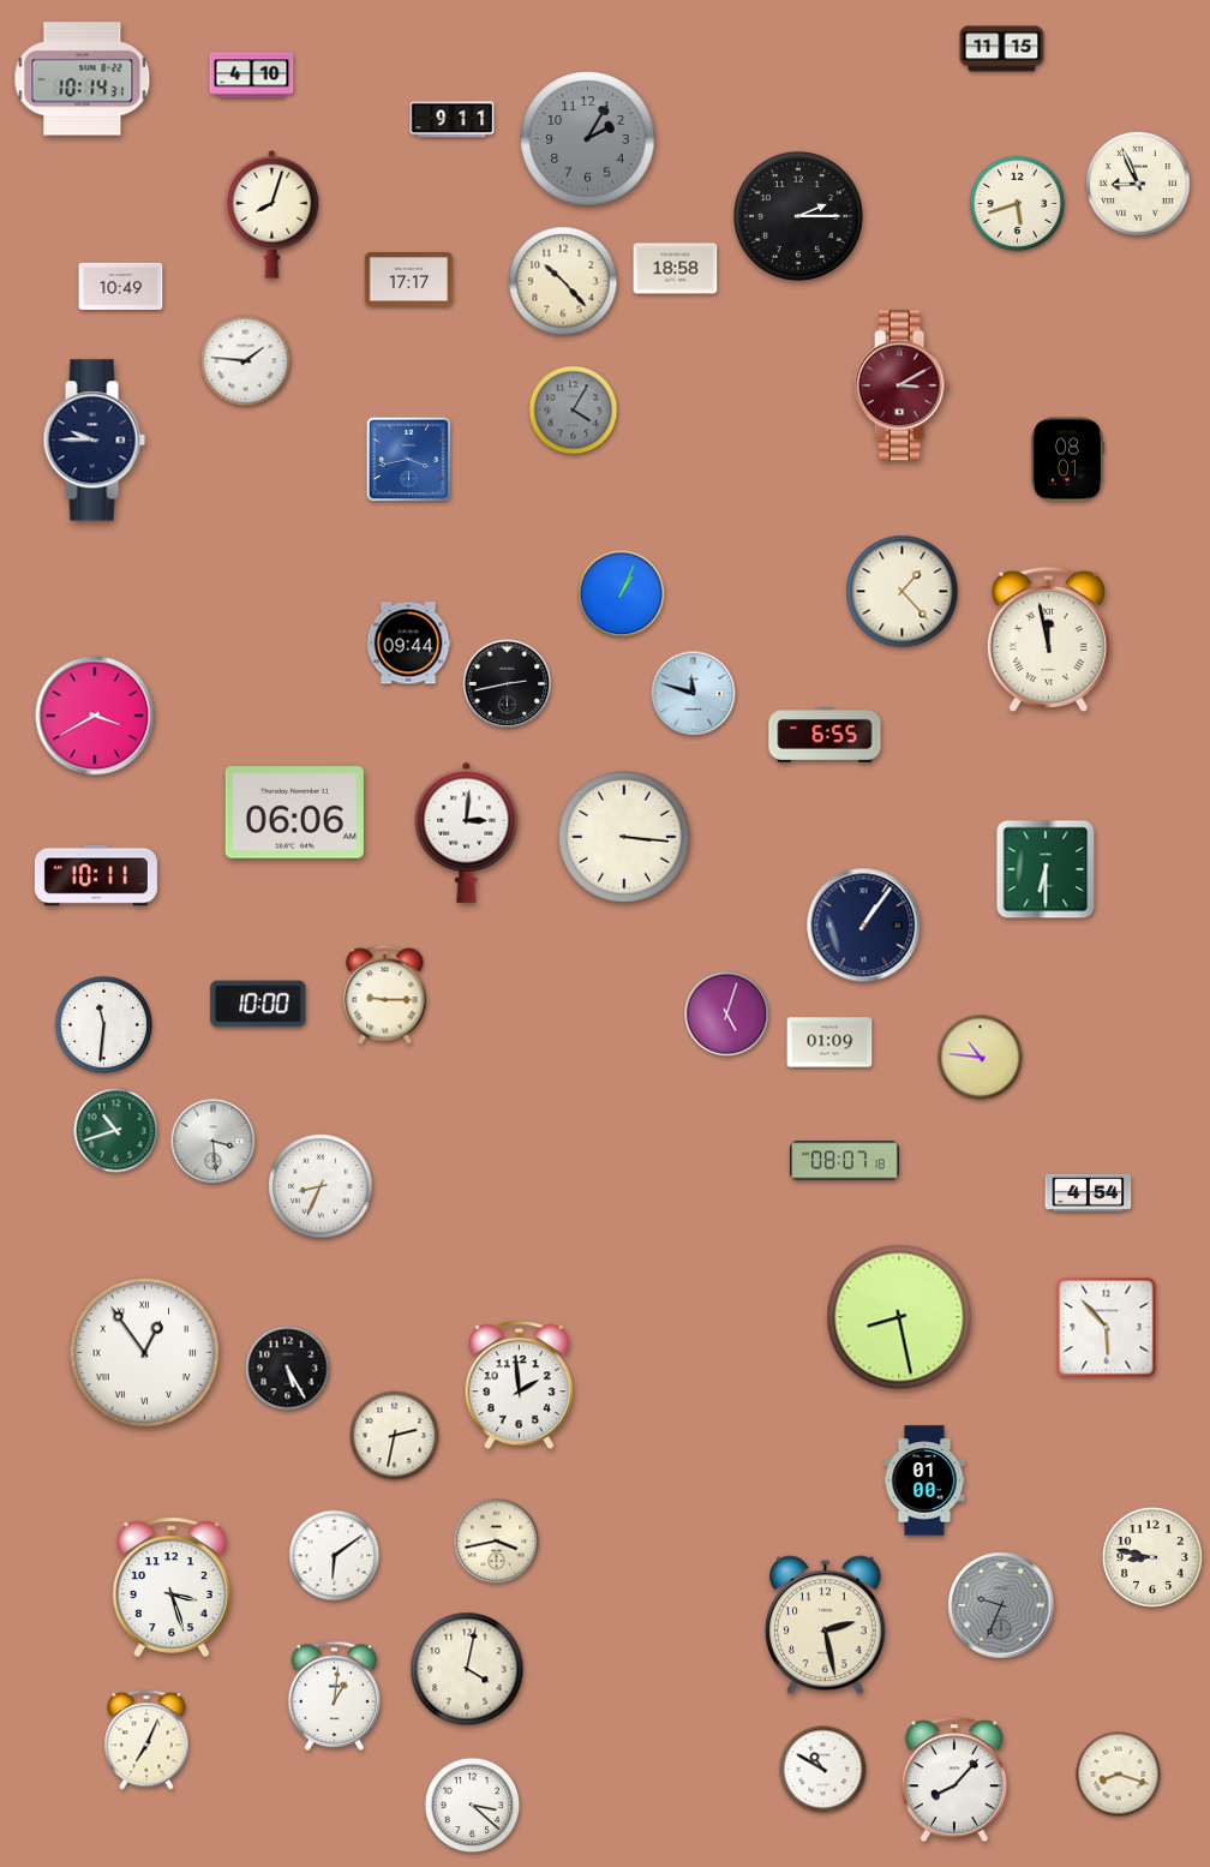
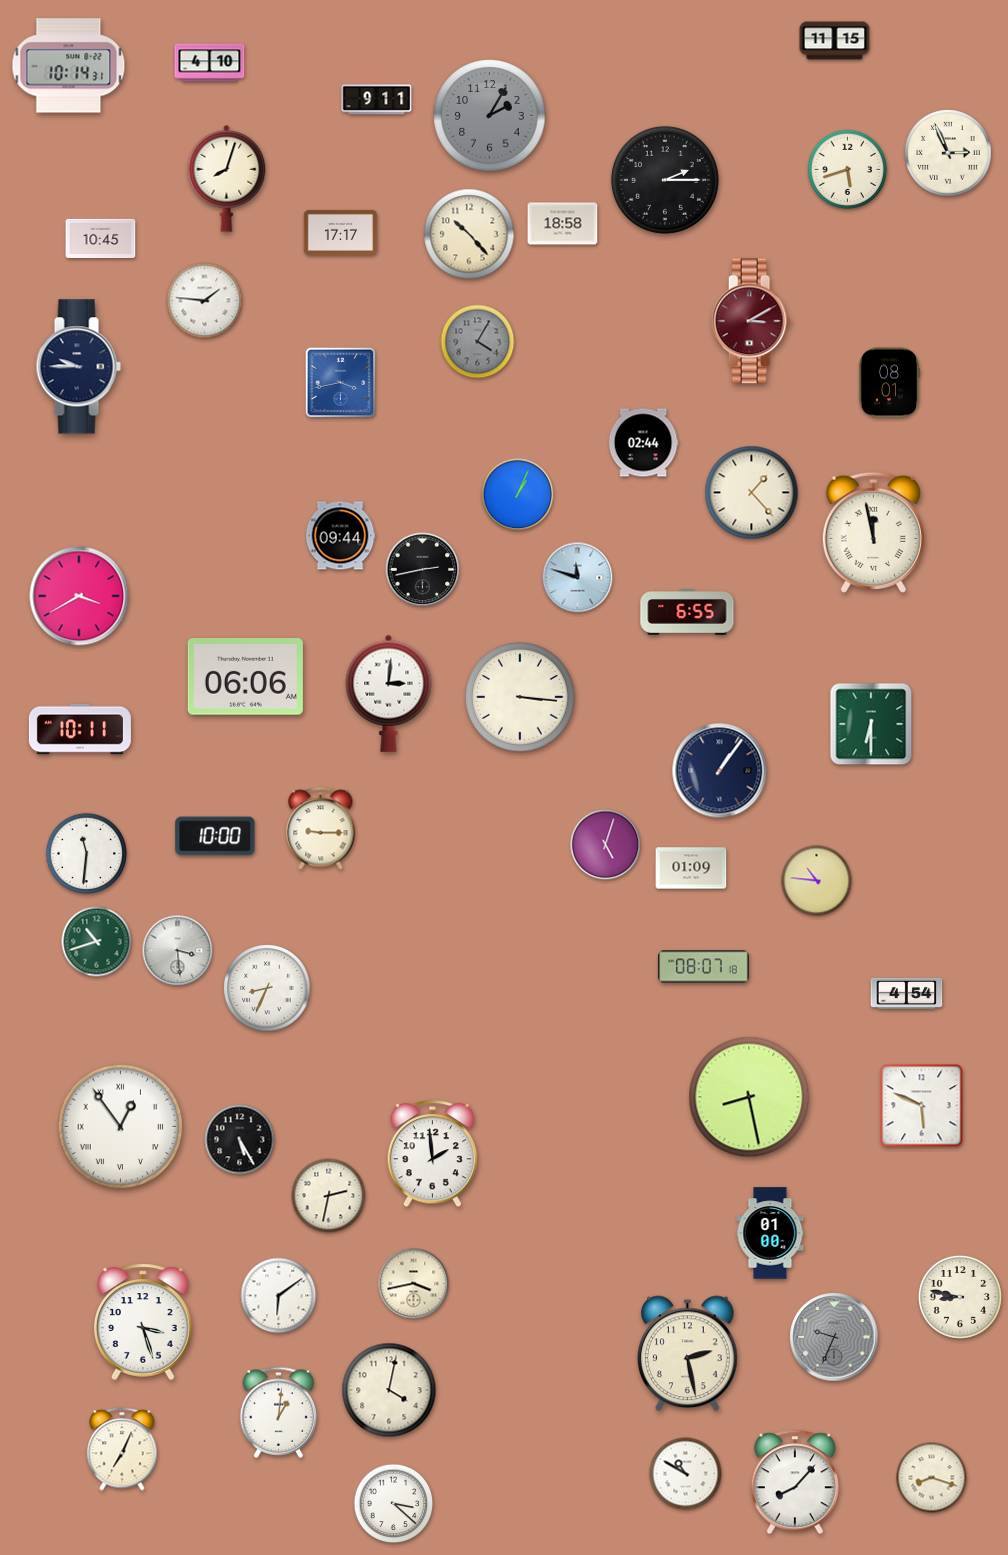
clock at (1138, 184): 8:56 -> 2:56
clock at (121, 287): 10:49 -> 10:45
clock at (643, 443): none -> 02:44
clock at (1107, 1328): 5:53 -> 5:49
